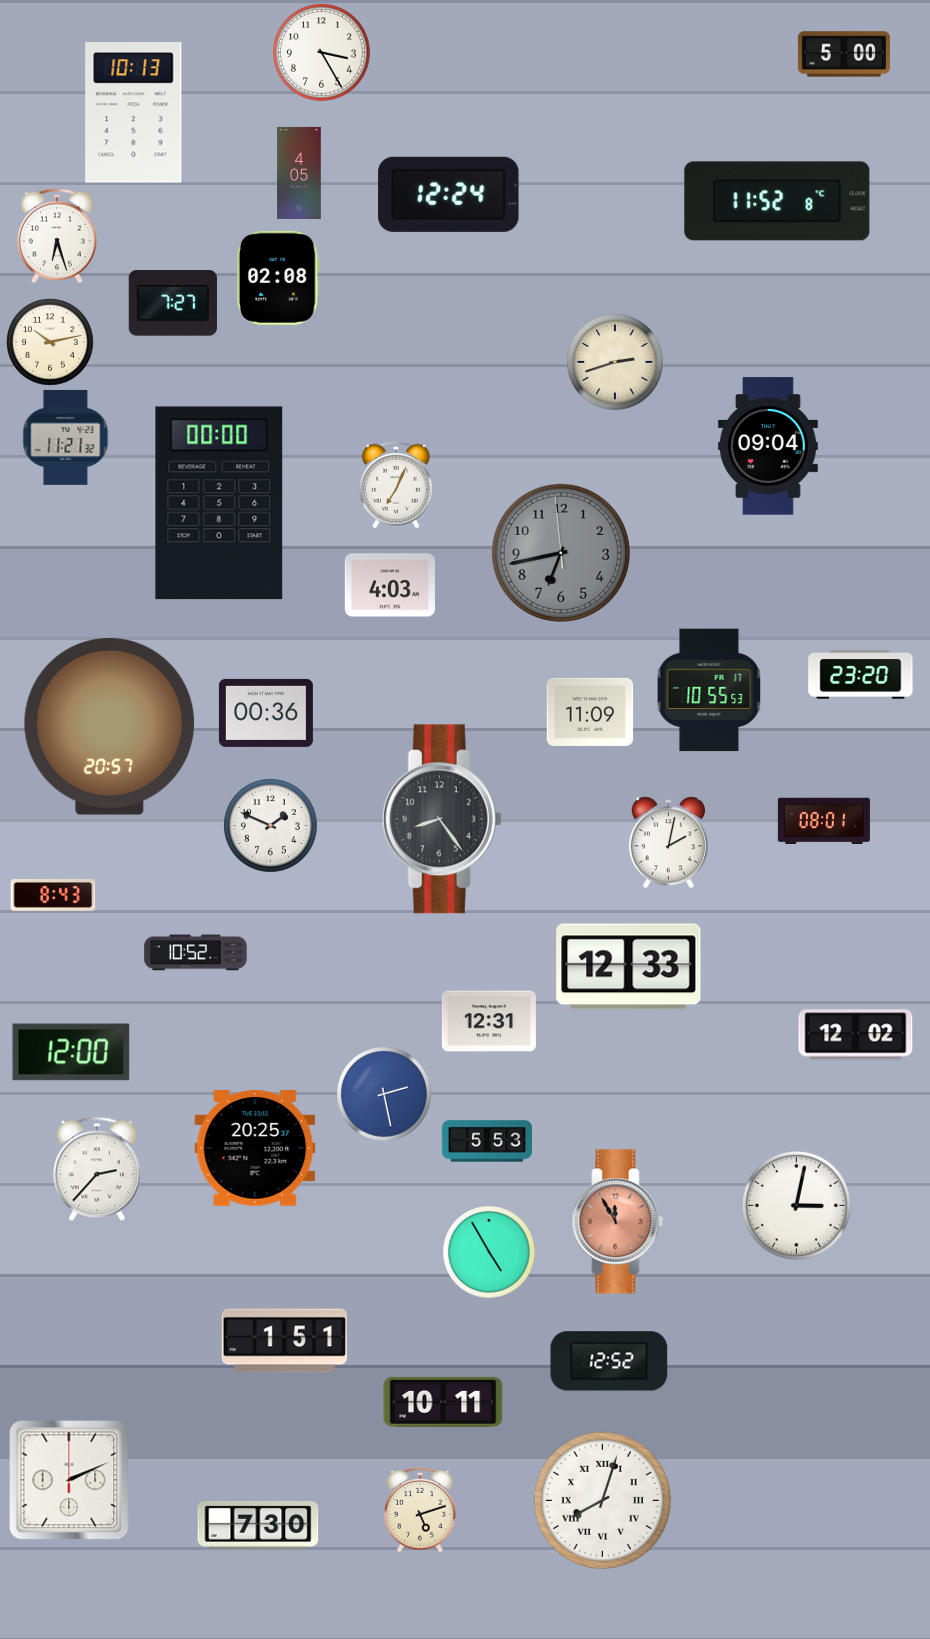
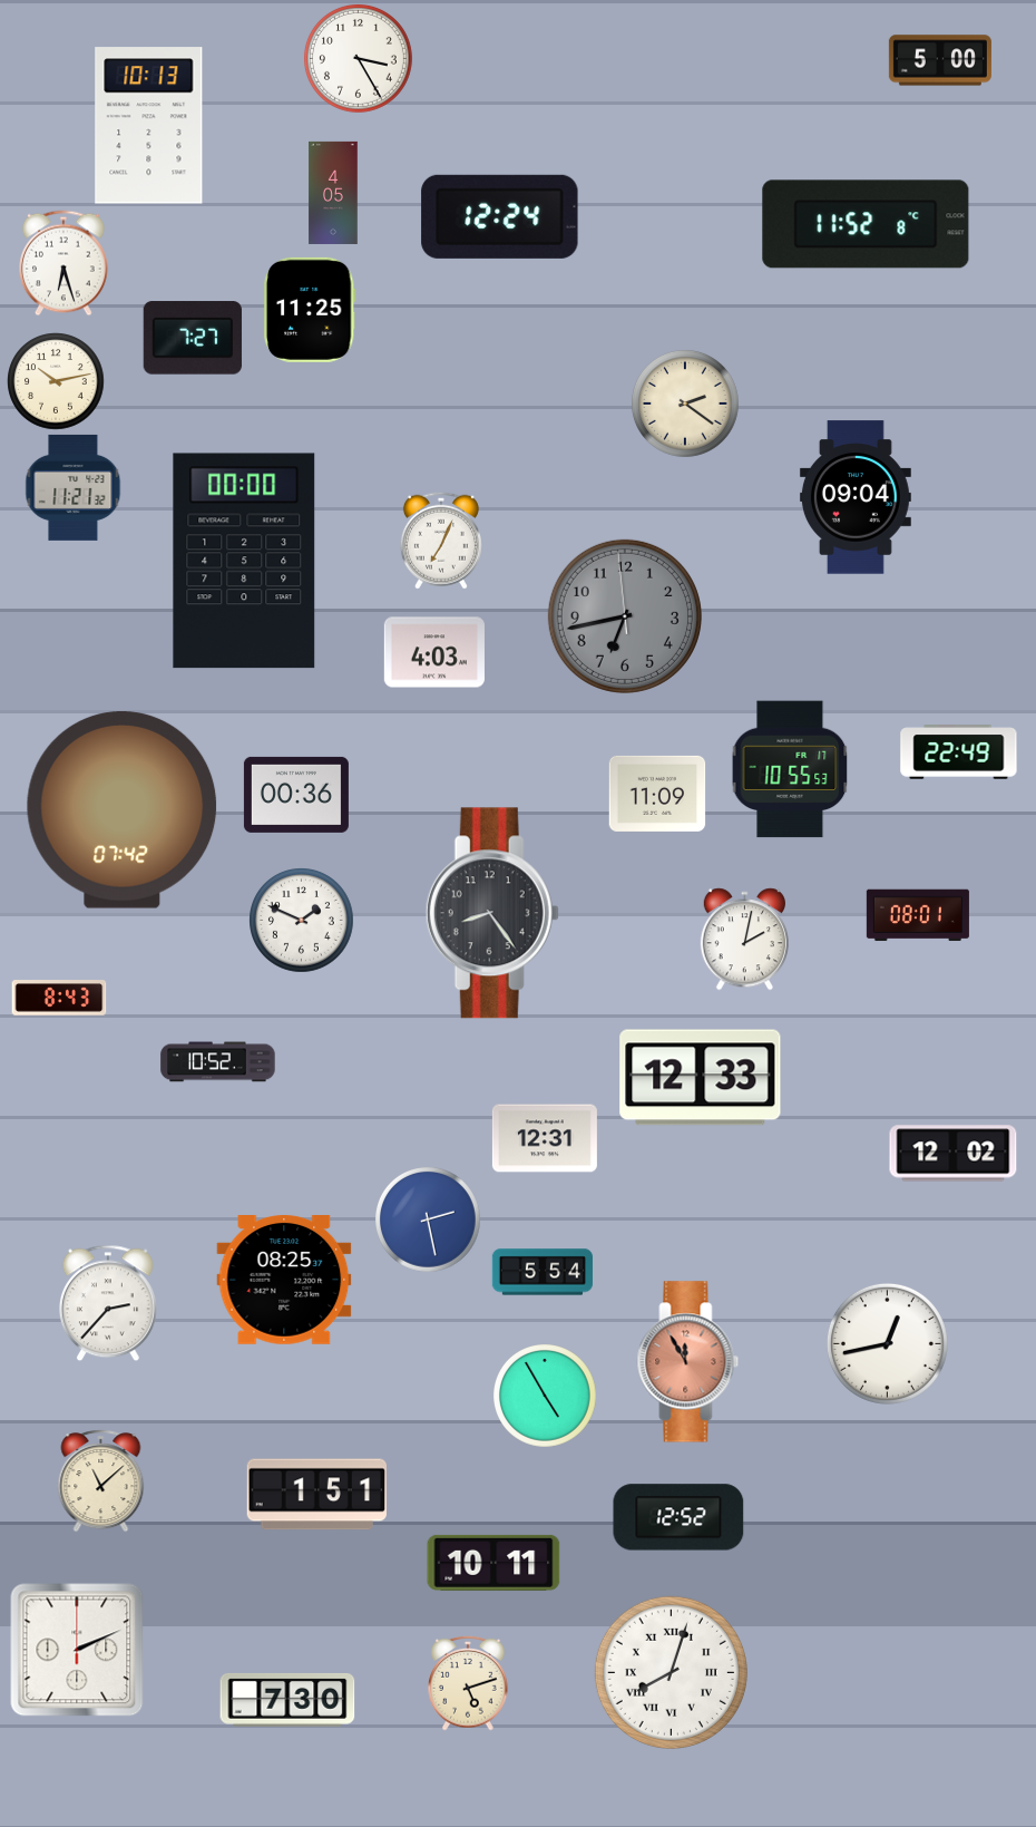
clock at (278, 278): 02:08 -> 11:25
clock at (616, 363): 2:42 -> 2:21
clock at (861, 675): 23:20 -> 22:49
clock at (110, 727): 20:57 -> 07:42
clock at (71, 1052): 12:00 -> none
clock at (486, 1141): 5:53 -> 5:54
clock at (255, 1149): 20:25 -> 08:25
clock at (796, 1205): 3:02 -> 12:43
clock at (101, 1481): none -> 11:08
